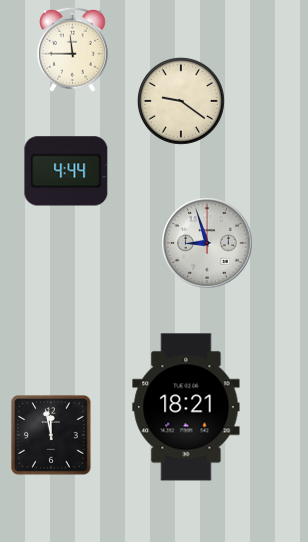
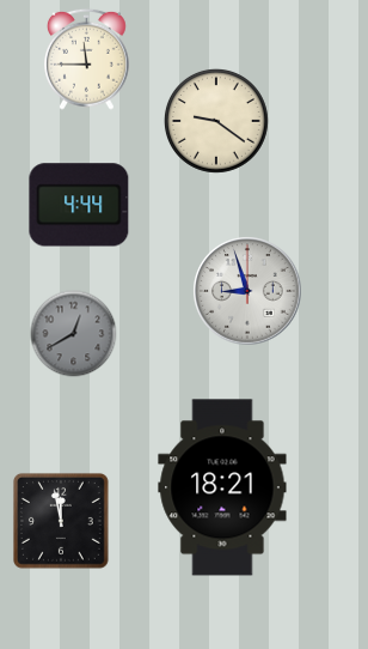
clock at (74, 334): none -> 12:40
